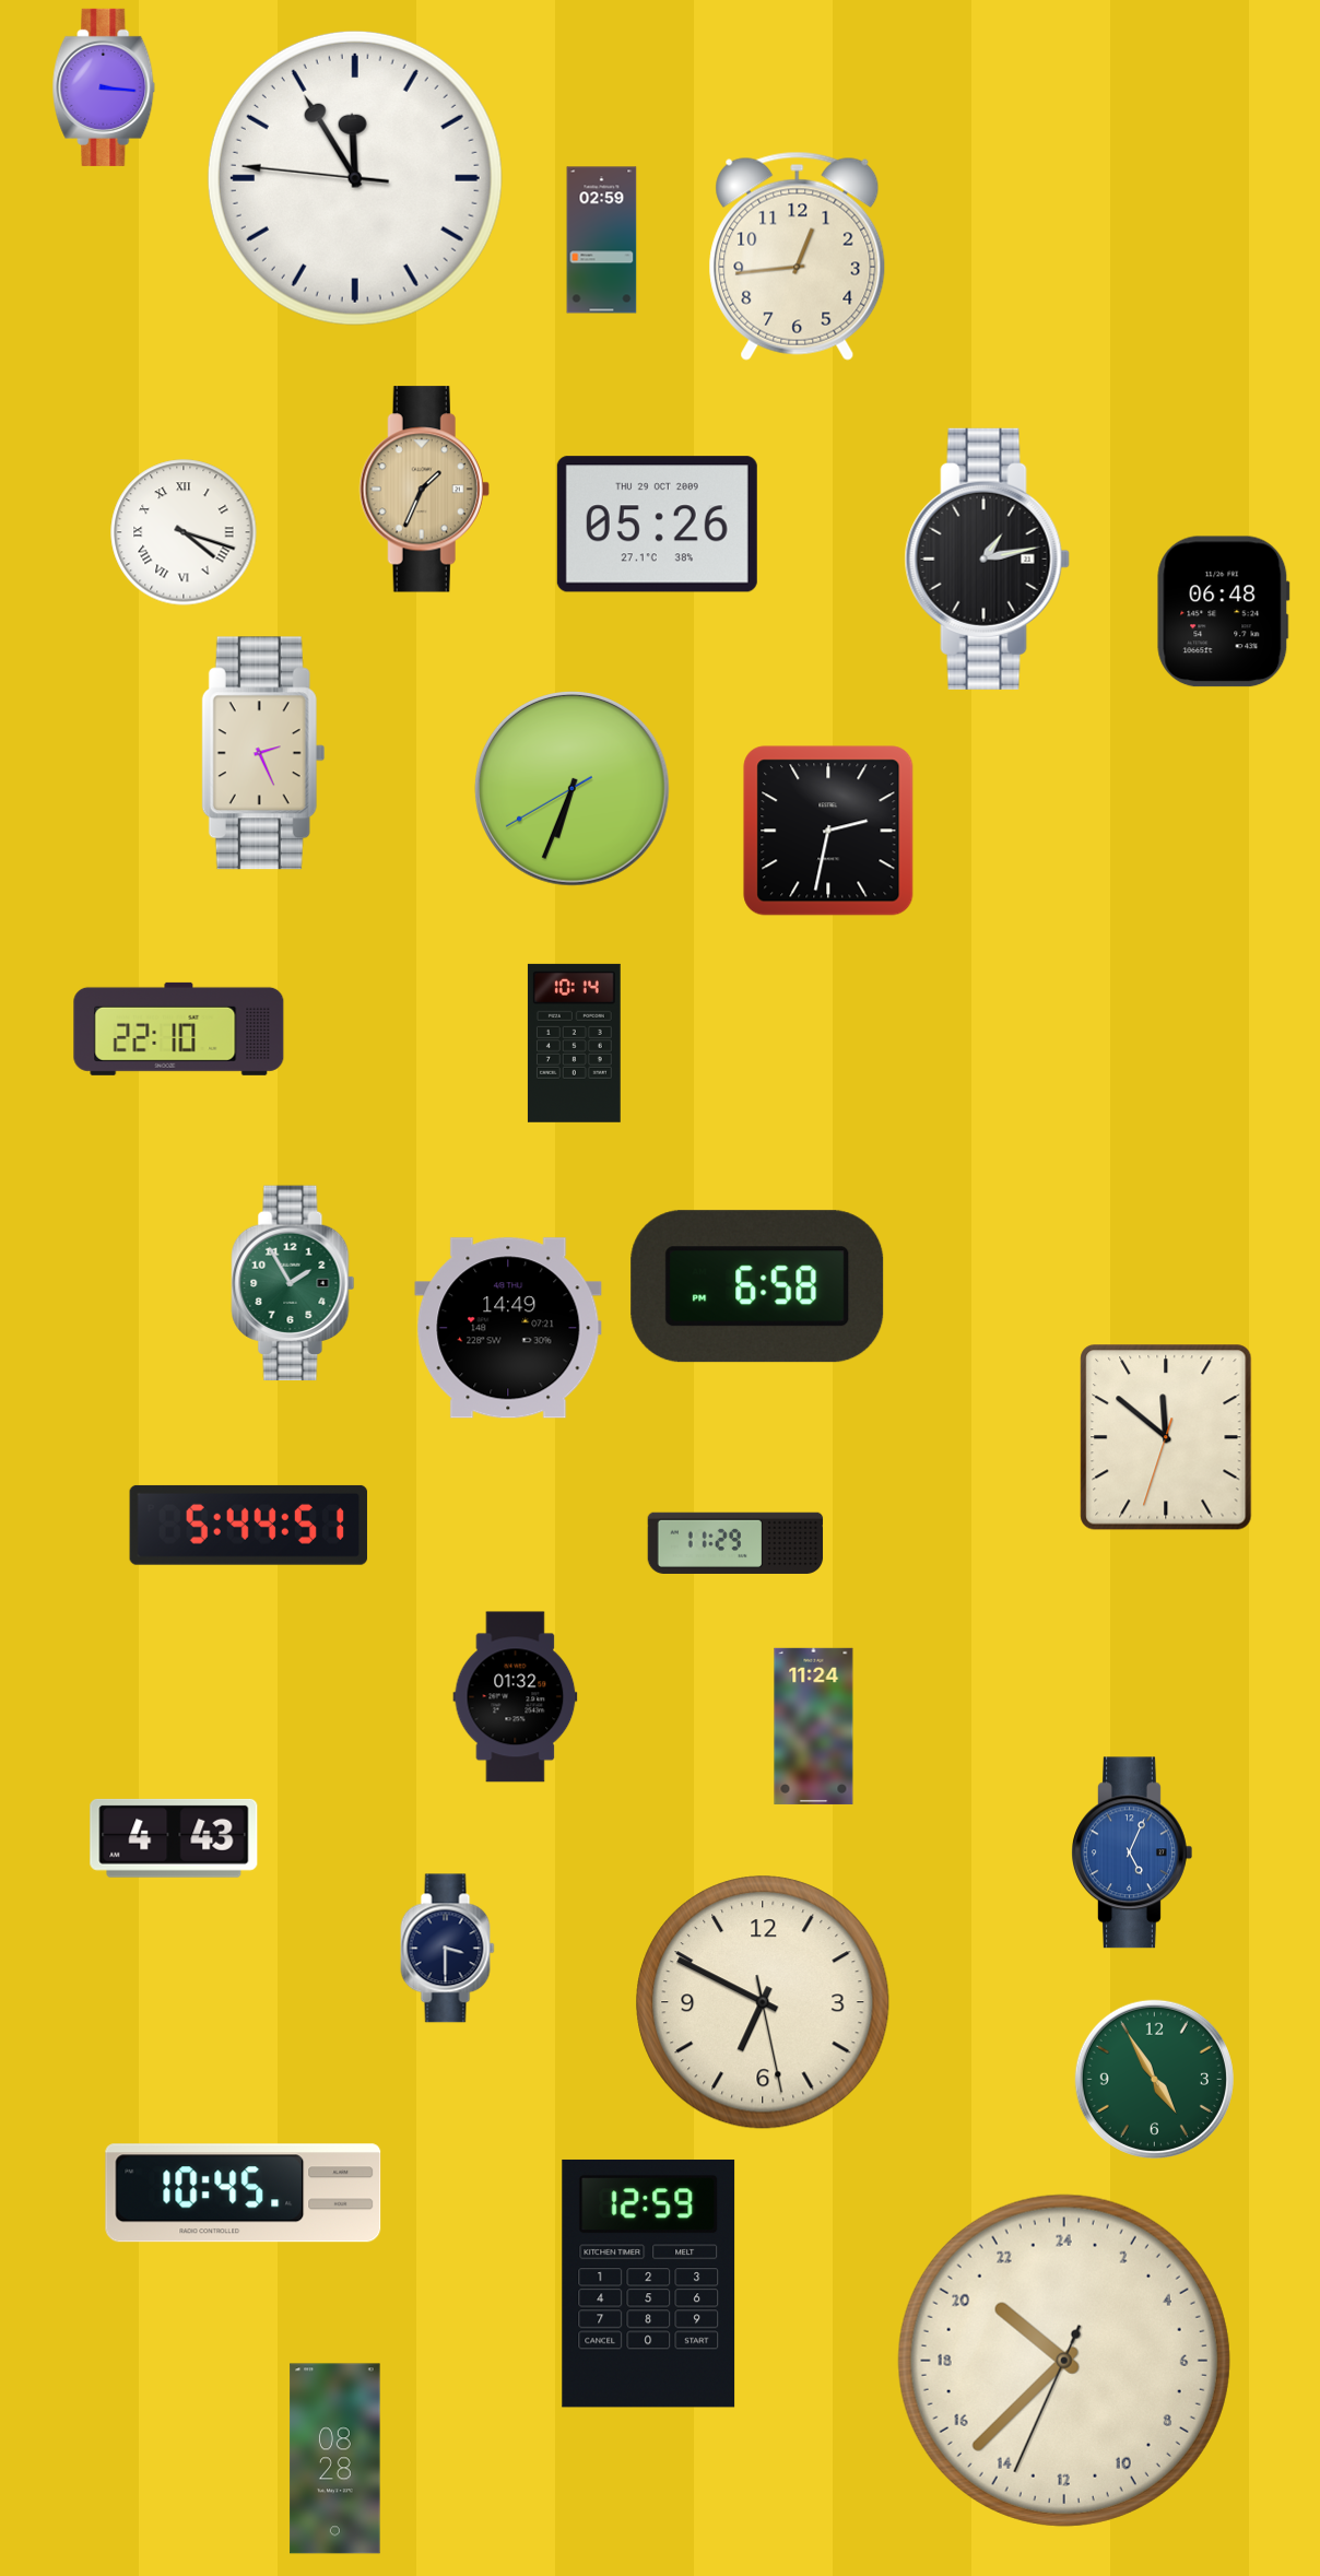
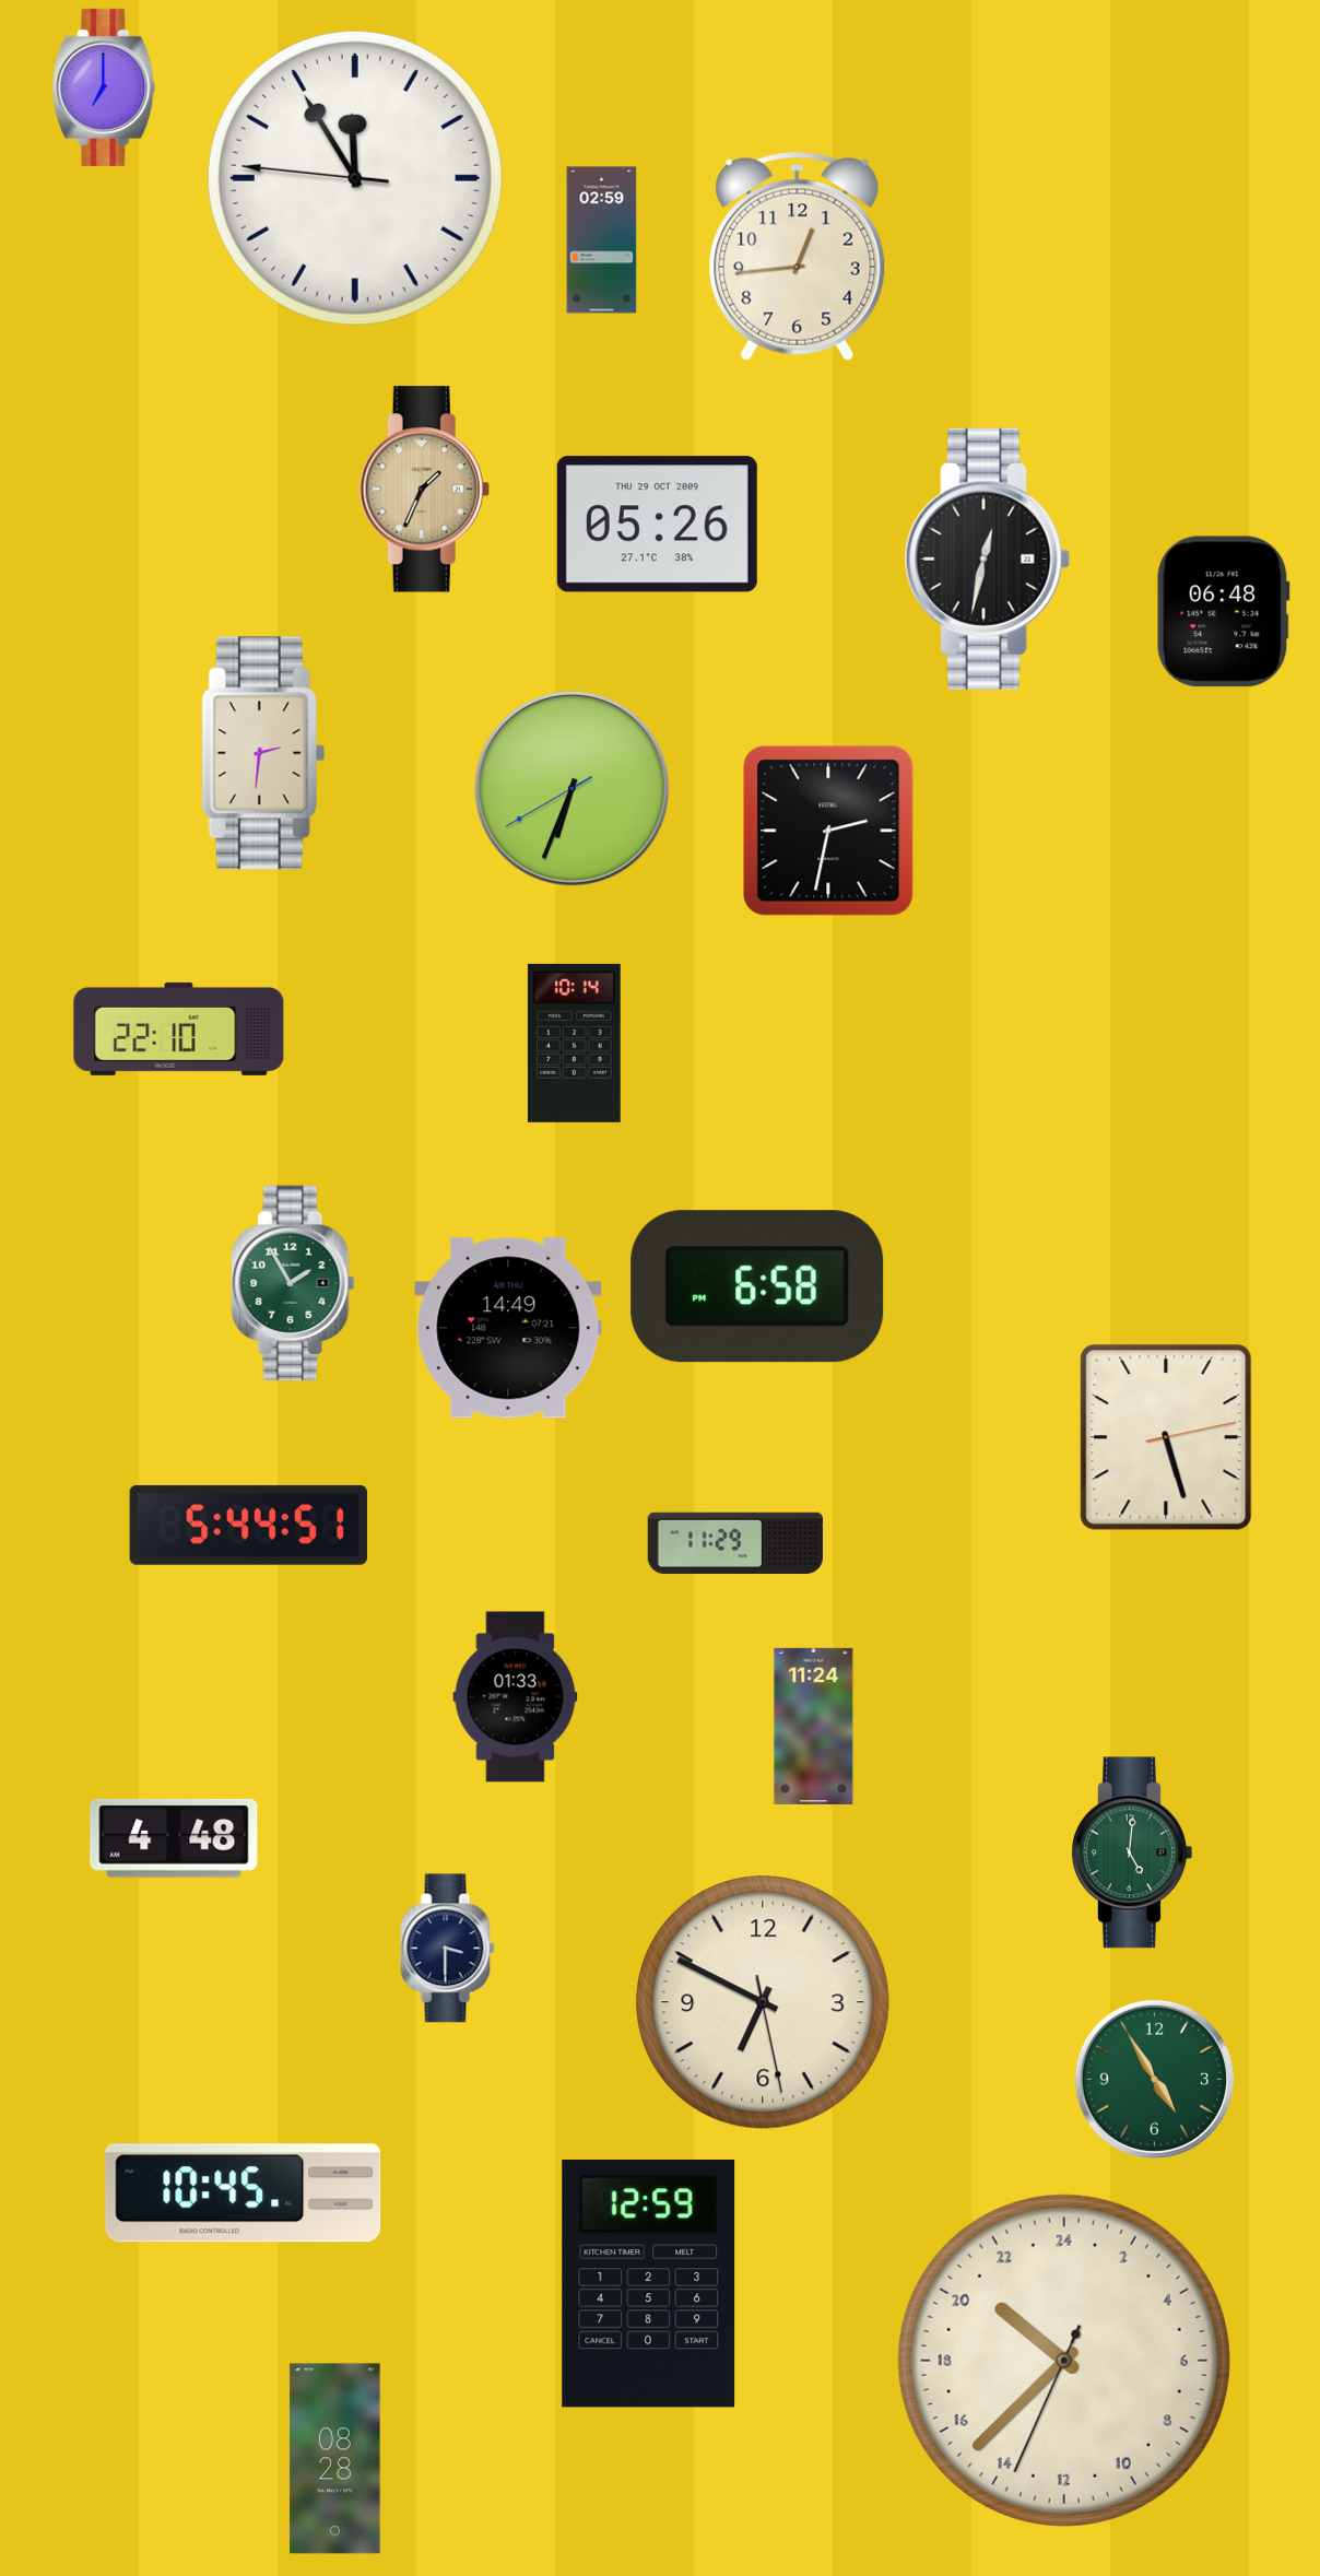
clock at (104, 87): 3:16 -> 7:00
clock at (184, 532): 4:18 -> none
clock at (987, 558): 1:13 -> 12:32
clock at (263, 753): 2:26 -> 2:31
clock at (1166, 1437): 11:51 -> 5:27
clock at (516, 1697): 01:32 -> 01:33
clock at (174, 1838): 4:43 -> 4:48
clock at (1132, 1852): 5:04 -> 5:01
clock at (1132, 1852) dial: blue -> green
